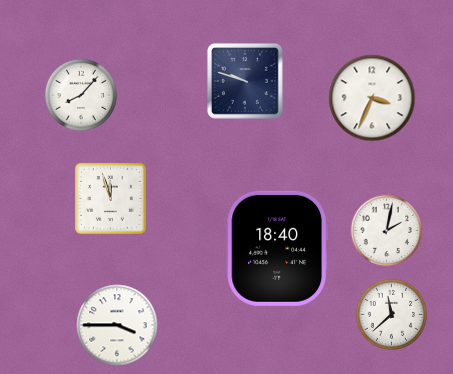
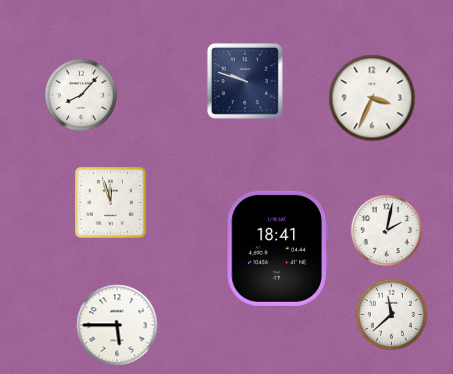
clock at (110, 198) position: (110, 198) -> (110, 202)
clock at (277, 248): 18:40 -> 18:41
clock at (117, 325): 3:45 -> 5:45
